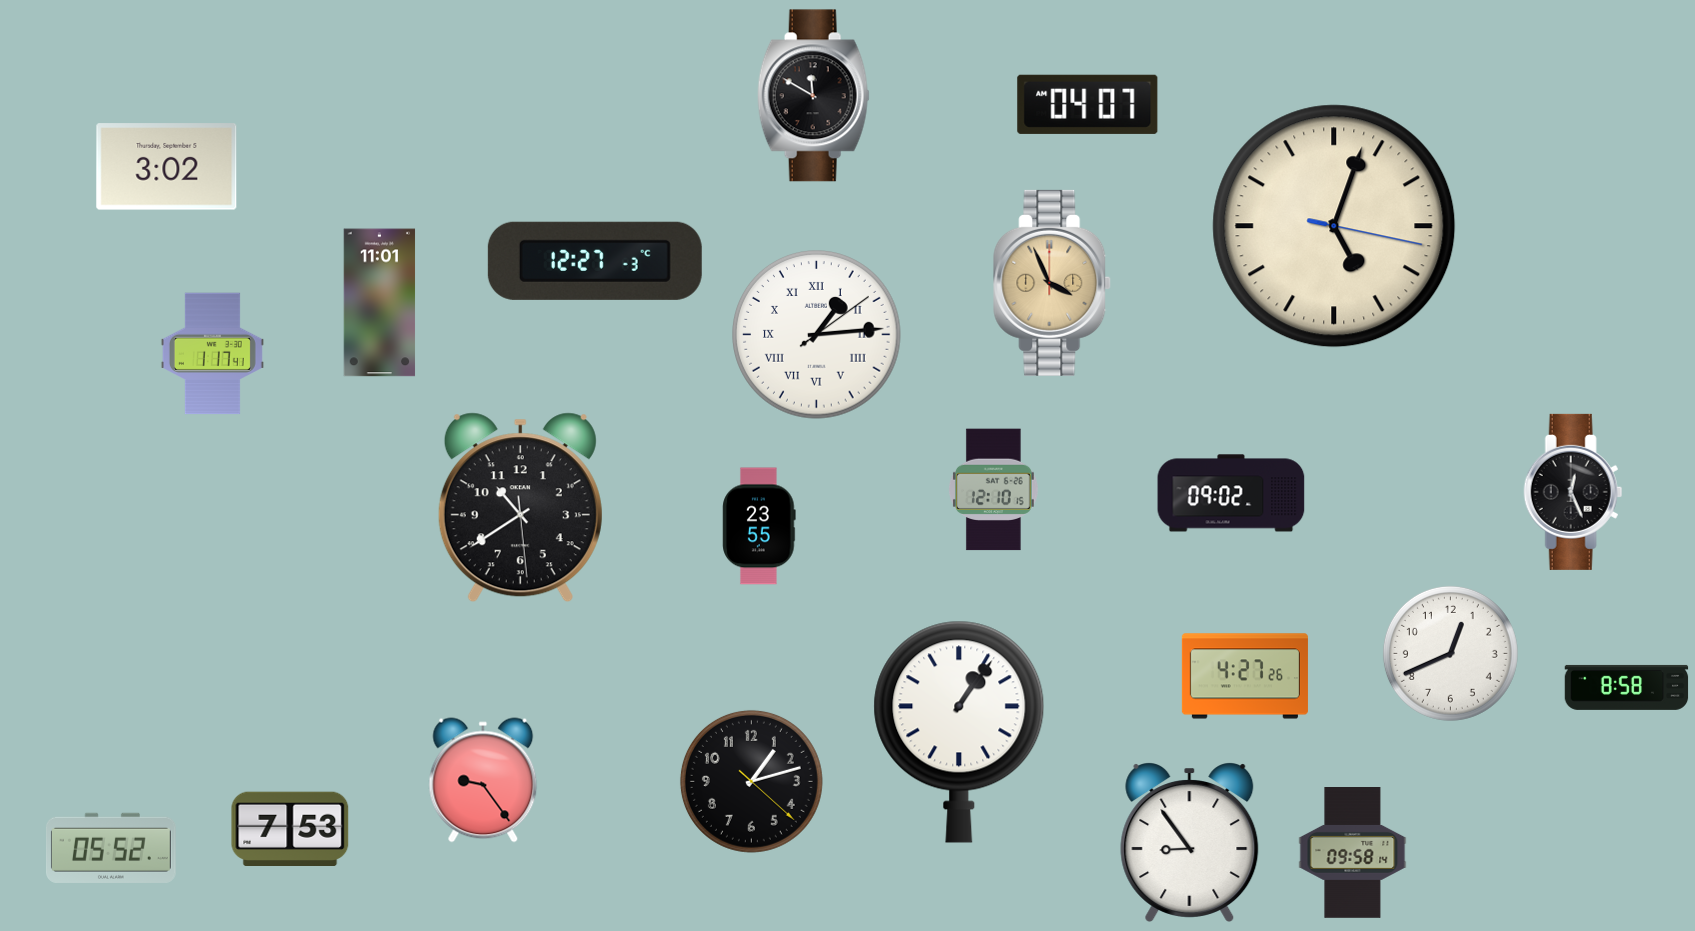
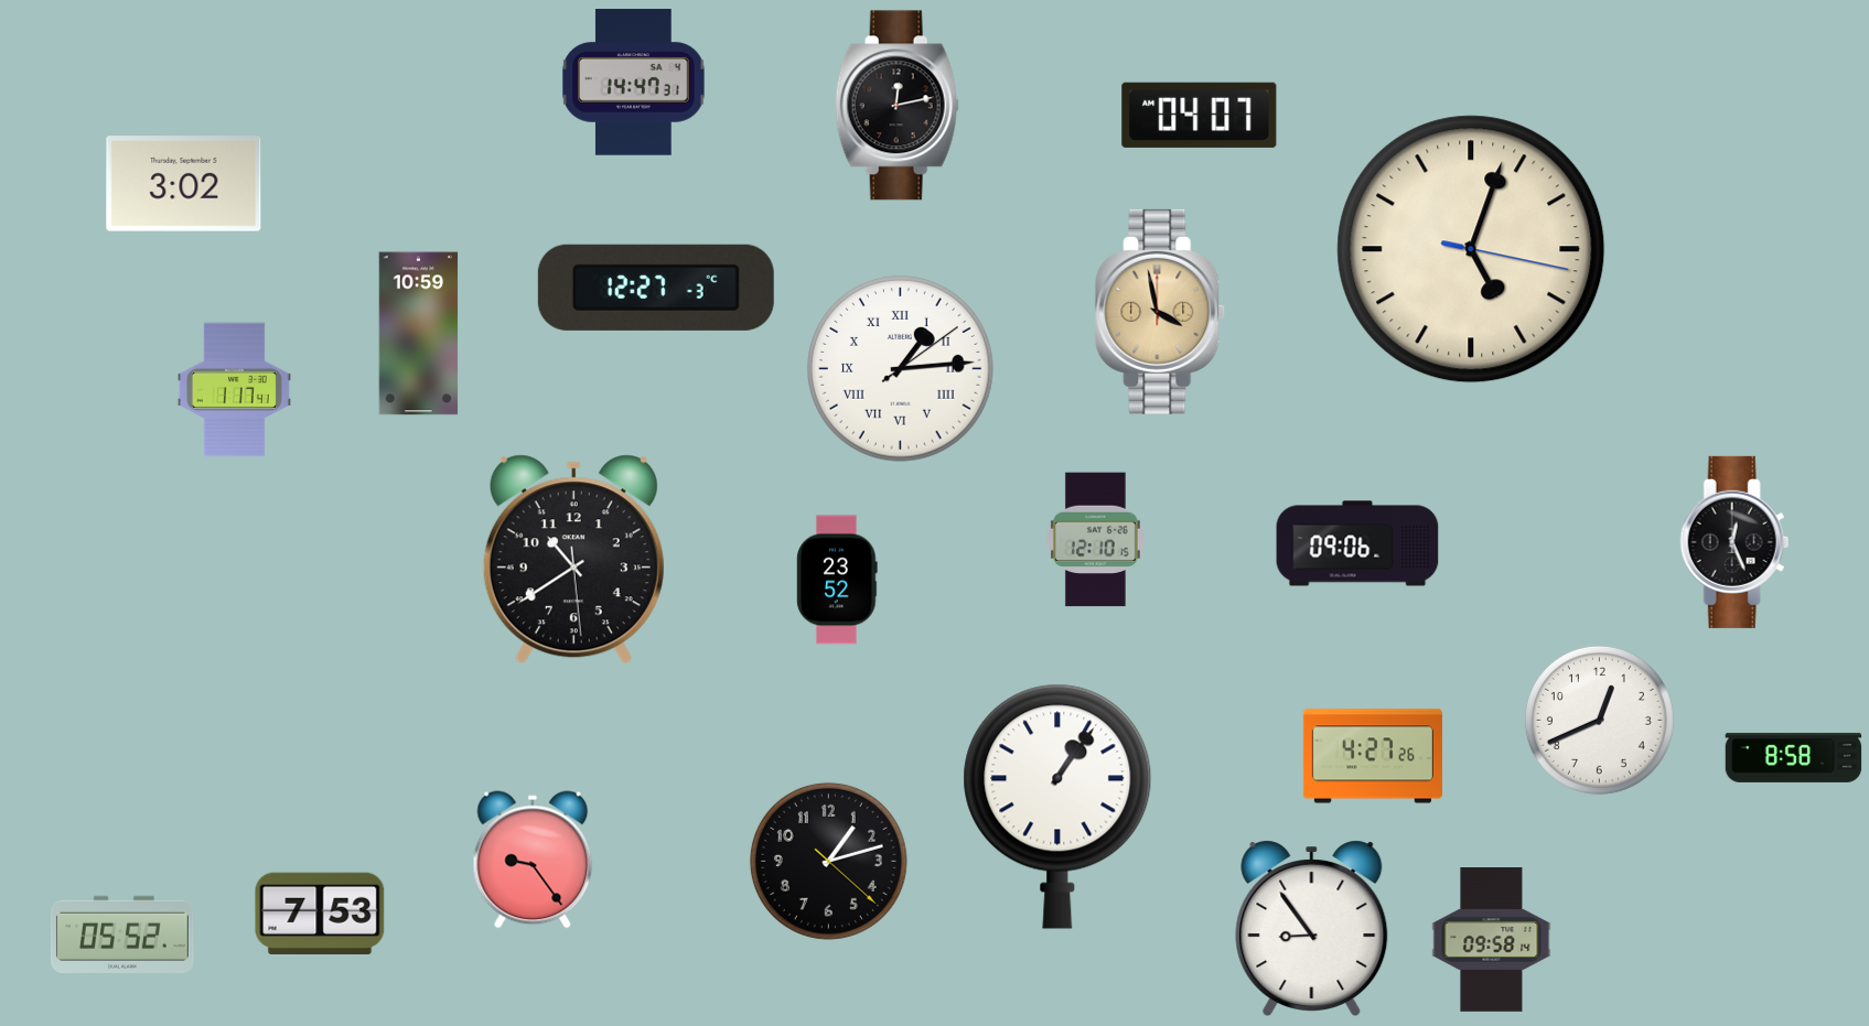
clock at (634, 83): none -> 14:47
clock at (813, 96): 11:50 -> 12:13
clock at (1053, 283): 3:56 -> 3:58
clock at (380, 303): 11:01 -> 10:59
clock at (1231, 493): 09:02 -> 09:06
clock at (759, 526): 23:55 -> 23:52
clock at (1245, 676) position: (1245, 676) -> (1373, 756)
